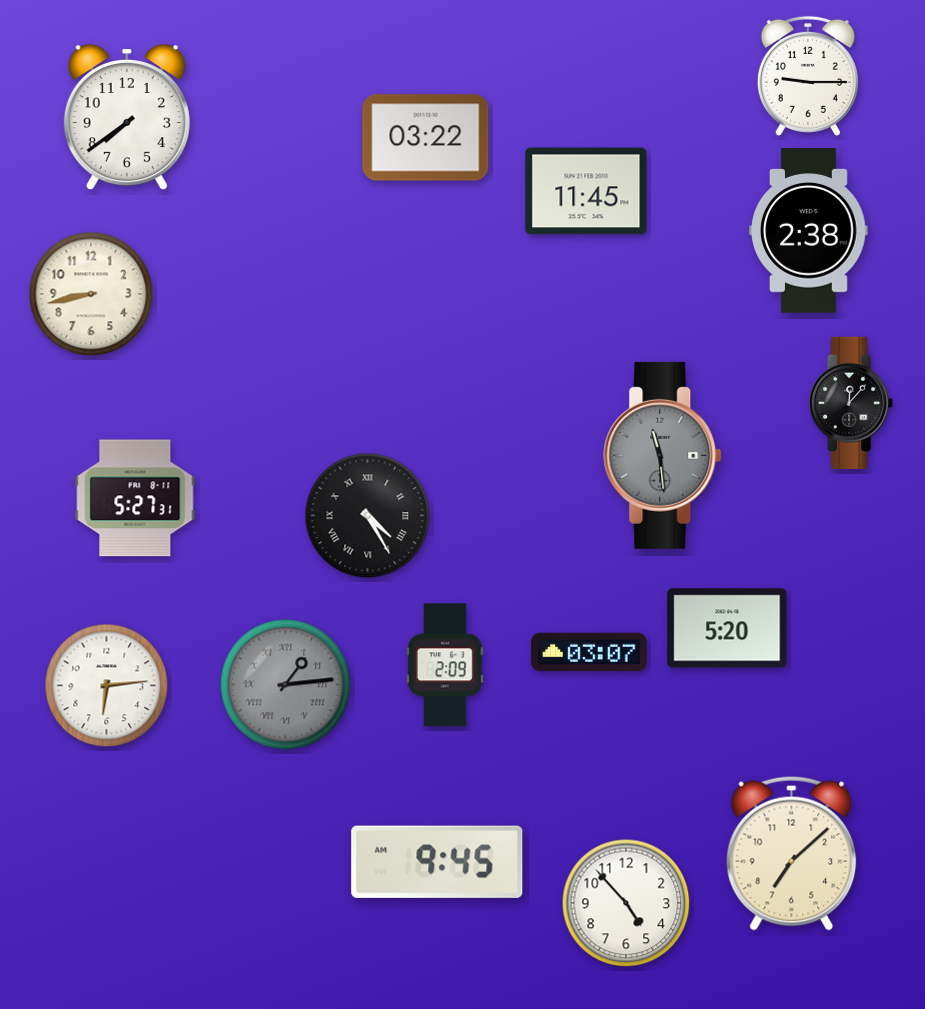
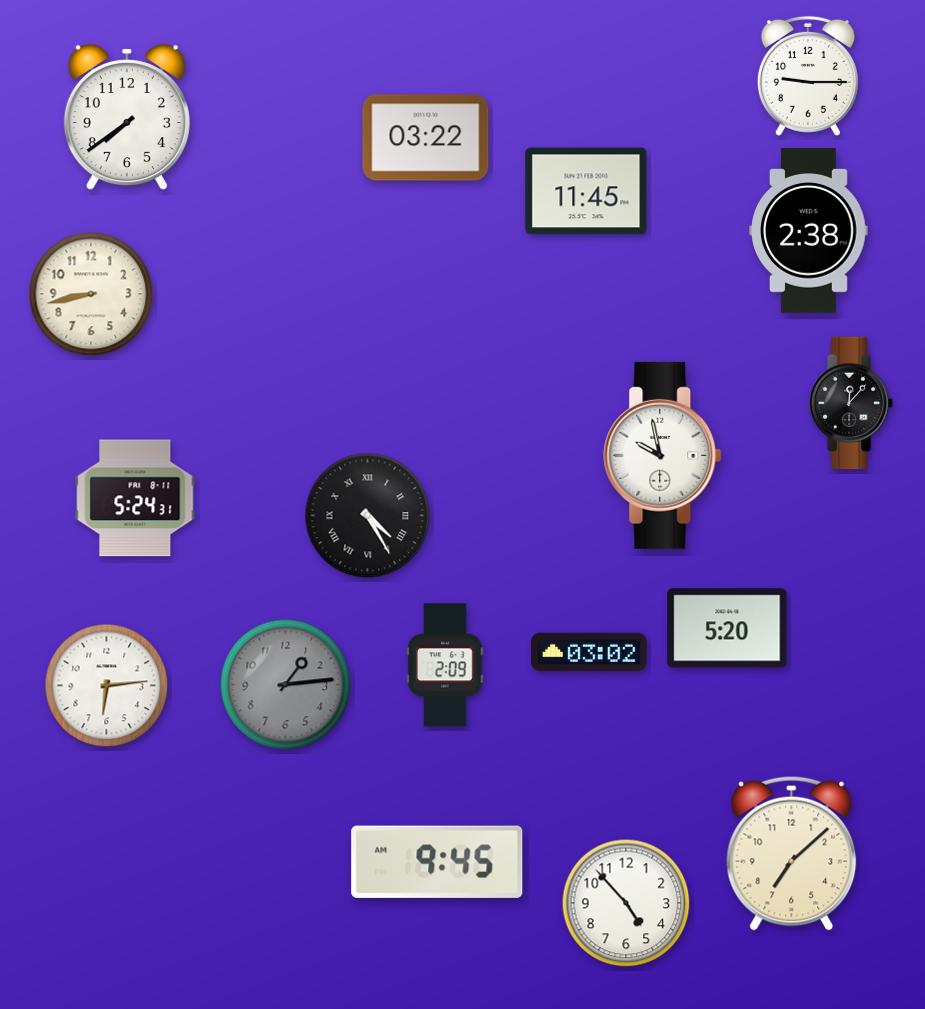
clock at (663, 455): 11:29 -> 9:58
clock at (663, 455) dial: grey -> white
clock at (135, 498): 5:27 -> 5:24
clock at (589, 652): 03:07 -> 03:02
clock at (286, 685) numerals: Roman -> Arabic
